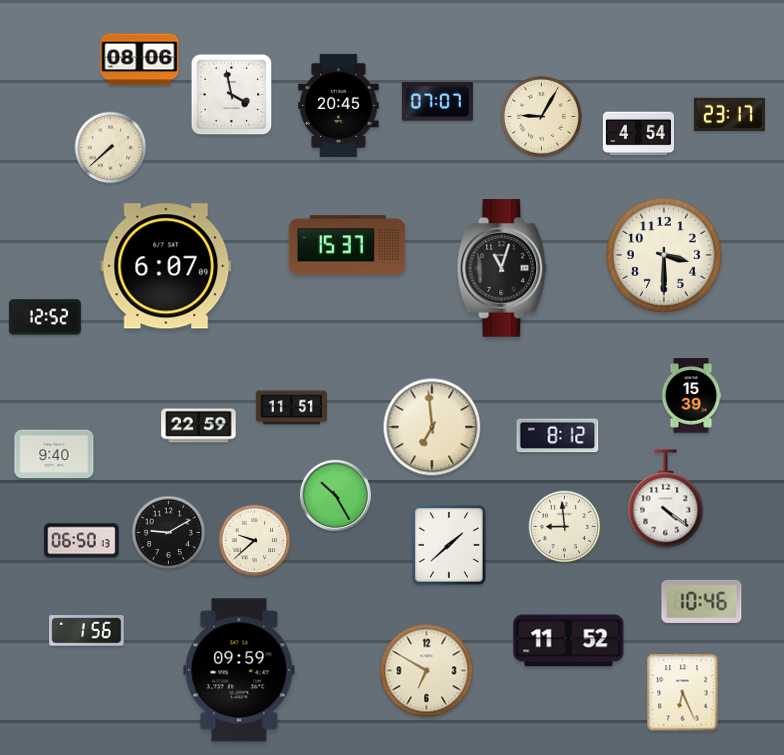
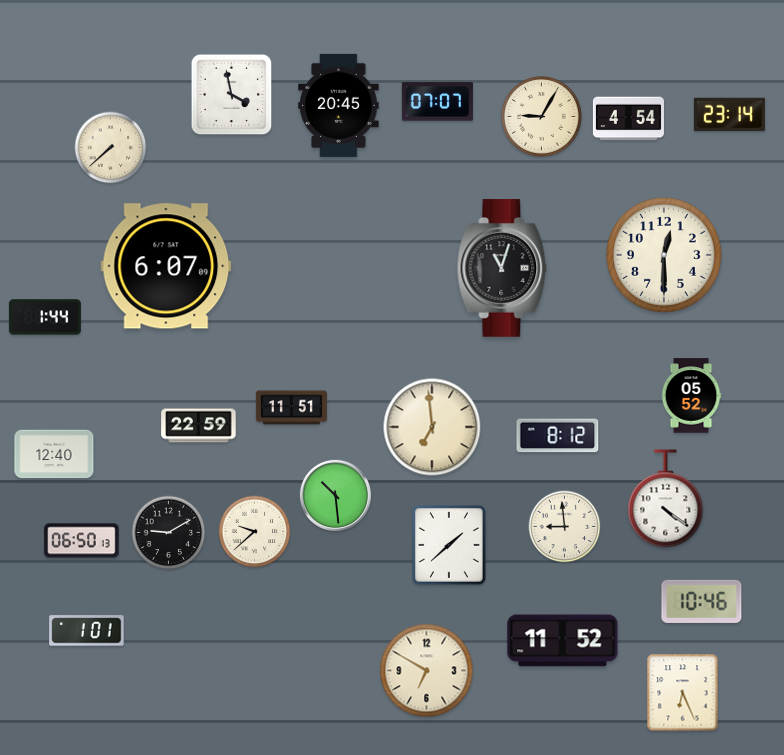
clock at (140, 60): 08:06 -> none
clock at (729, 115): 23:17 -> 23:14
clock at (638, 134) position: (638, 134) -> (628, 119)
clock at (347, 245): 15:37 -> none
clock at (665, 256): 3:30 -> 12:30
clock at (45, 317): 12:52 -> 1:44
clock at (691, 396): 15:39 -> 05:52
clock at (54, 454): 9:40 -> 12:40
clock at (335, 495): 10:25 -> 10:29
clock at (255, 541) position: (255, 541) -> (255, 532)
clock at (87, 631): 1:56 -> 1:01
clock at (569, 641) position: (569, 641) -> (563, 641)
clock at (239, 670): 09:59 -> none
